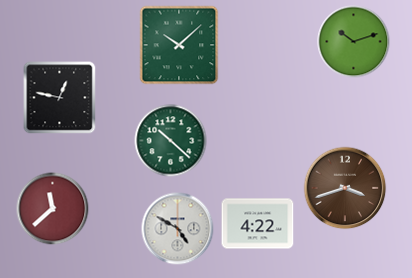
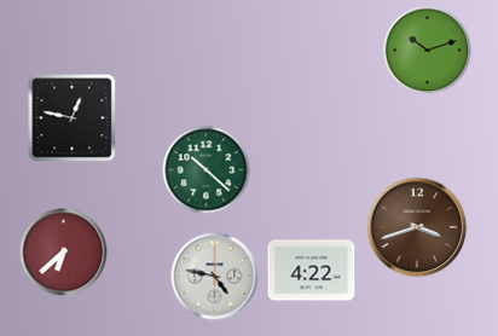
clock at (179, 45): 10:08 -> none
clock at (53, 209): 11:38 -> 6:38
clock at (178, 229): 4:50 -> 4:47
